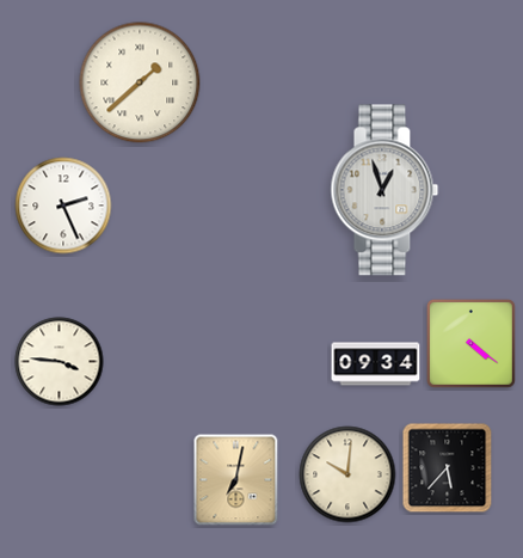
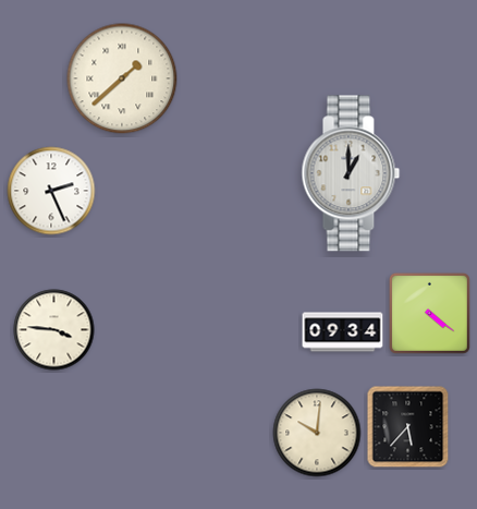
clock at (140, 82) position: (140, 82) -> (122, 78)
clock at (384, 190): 12:57 -> 1:00
clock at (63, 206) position: (63, 206) -> (51, 191)
clock at (236, 480): 7:02 -> none
